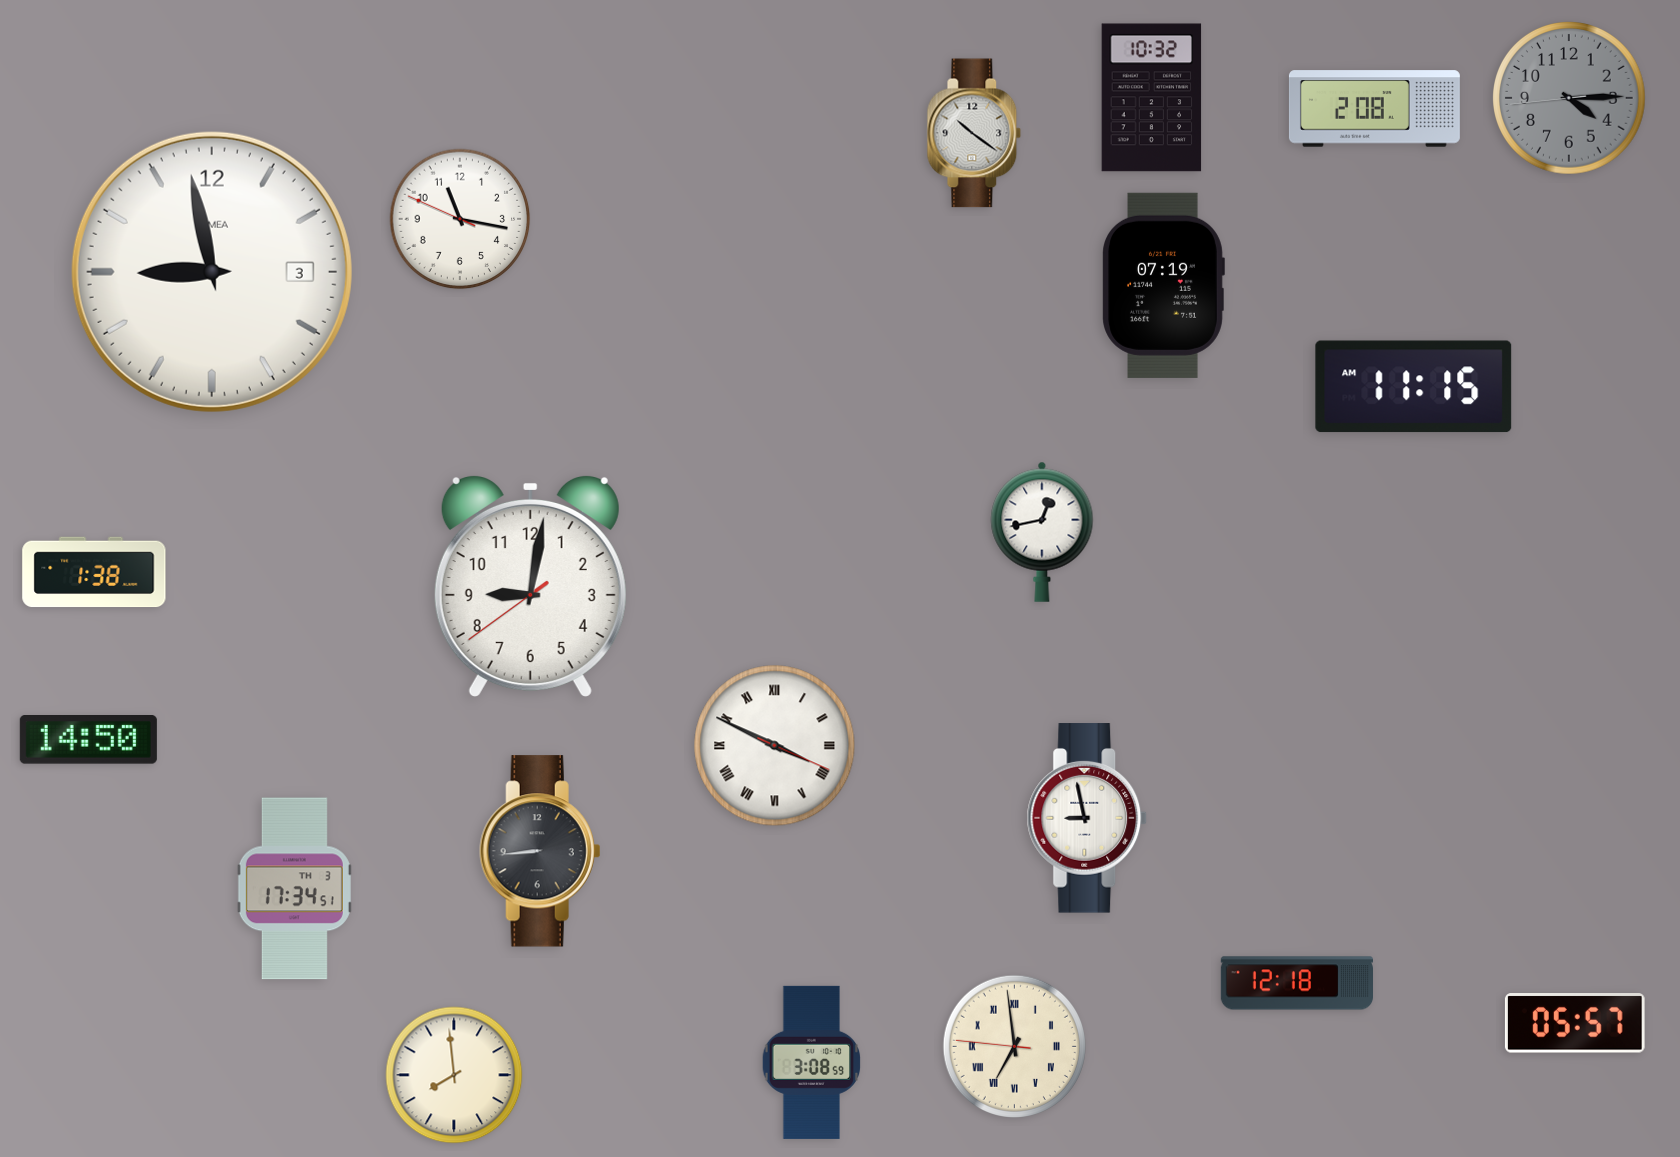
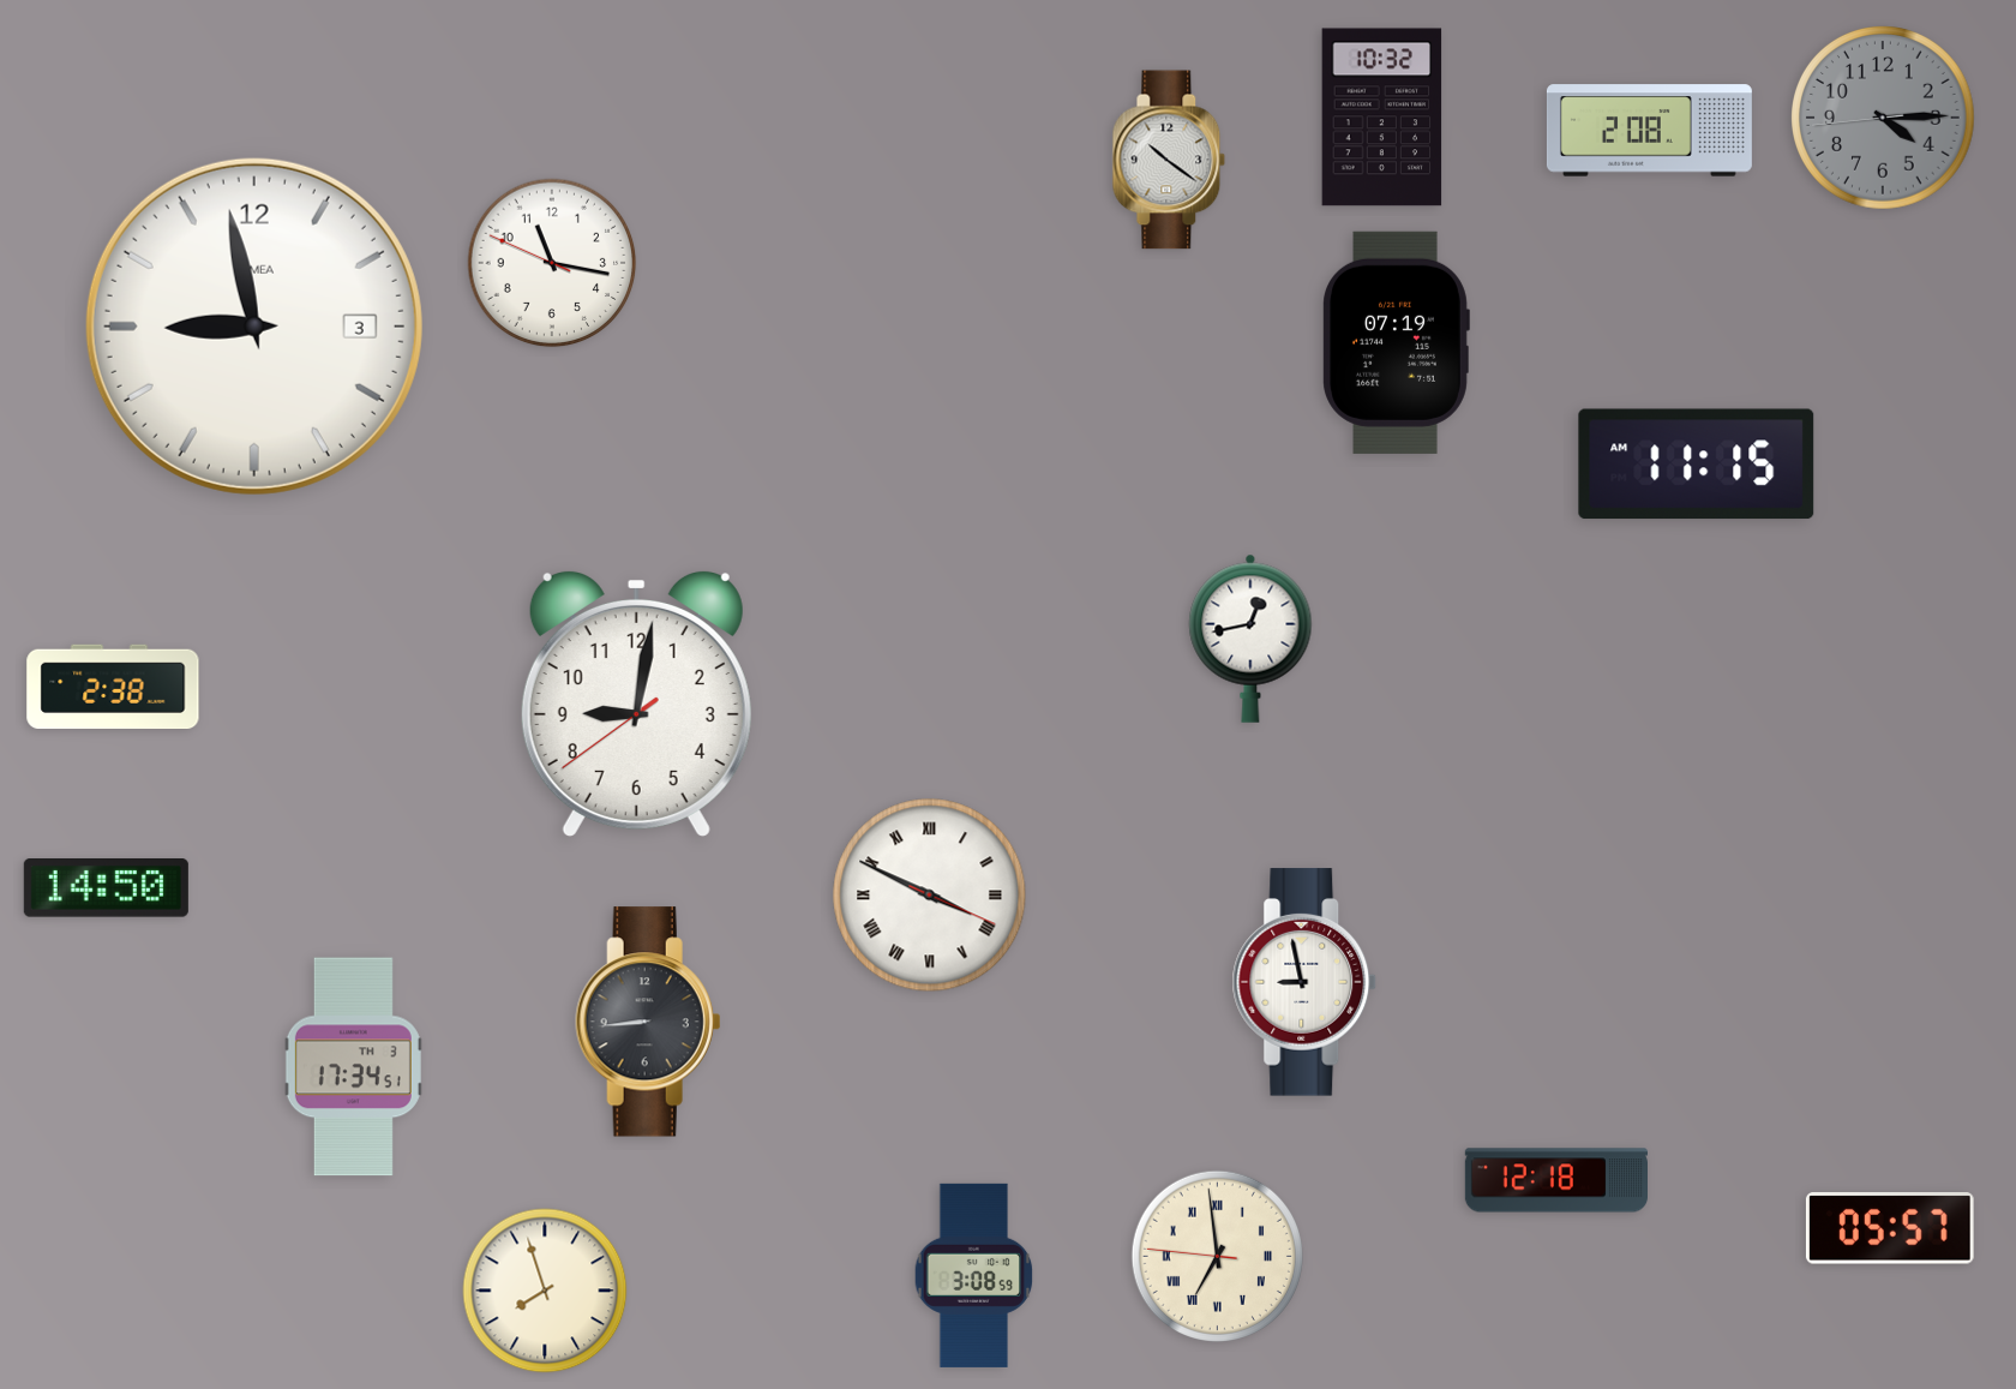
clock at (94, 572): 1:38 -> 2:38
clock at (454, 1075): 7:59 -> 7:57
